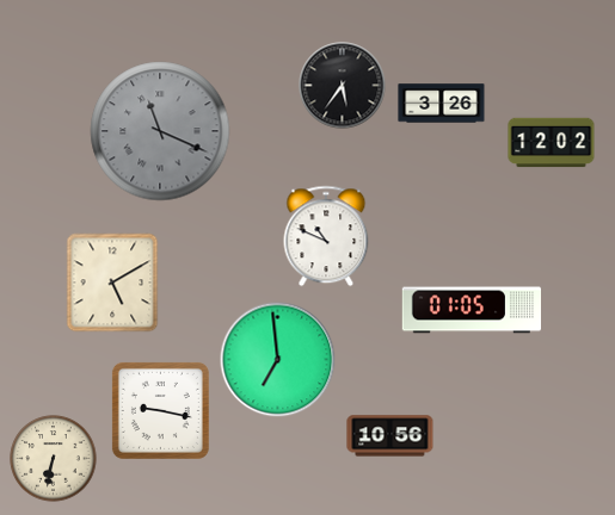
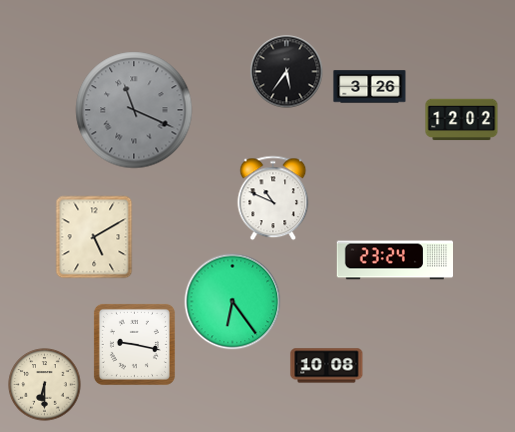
clock at (471, 310): 01:05 -> 23:24
clock at (278, 360): 6:59 -> 6:24
clock at (390, 436): 10:56 -> 10:08
clock at (54, 459): 6:32 -> 6:30
